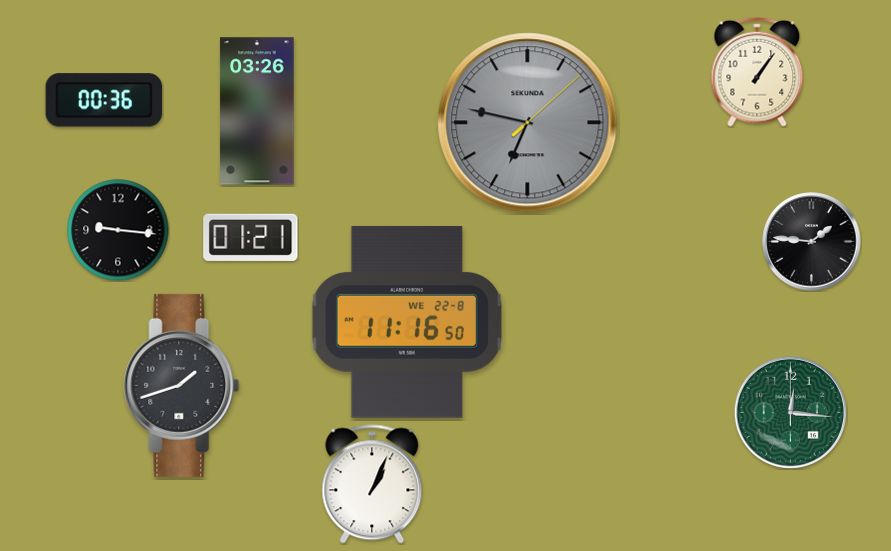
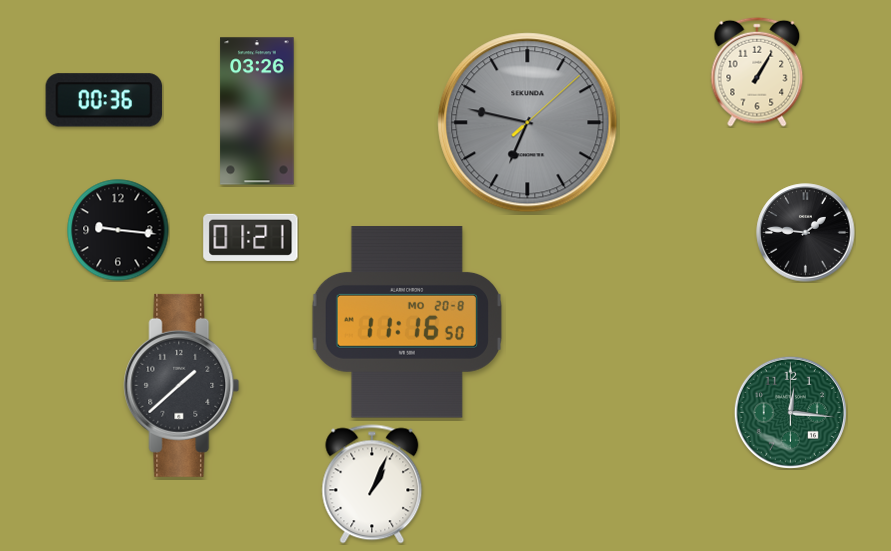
clock at (757, 72): 1:06 -> 1:05
clock at (812, 242) position: (812, 242) -> (806, 233)
clock at (406, 322) date: WE 22-8 -> MO 20-8
clock at (182, 385): 1:42 -> 1:38
